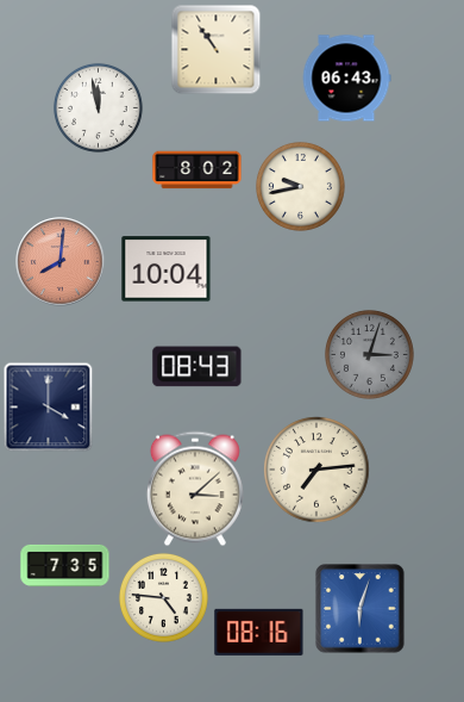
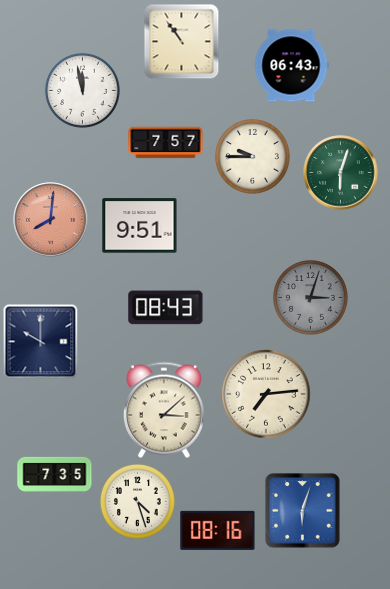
clock at (197, 170): 8:02 -> 7:57
clock at (300, 186): 9:43 -> 9:45
clock at (341, 173): none -> 6:03
clock at (167, 269): 10:04 -> 9:51
clock at (49, 408): 4:00 -> 10:00
clock at (163, 597): 4:46 -> 4:27
